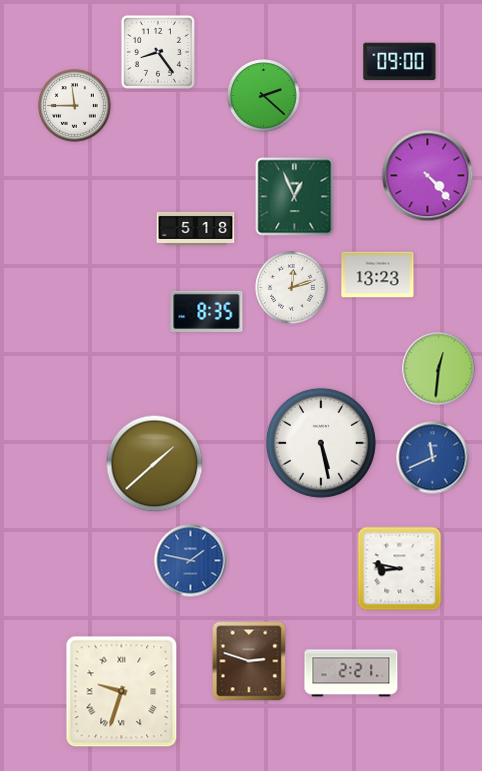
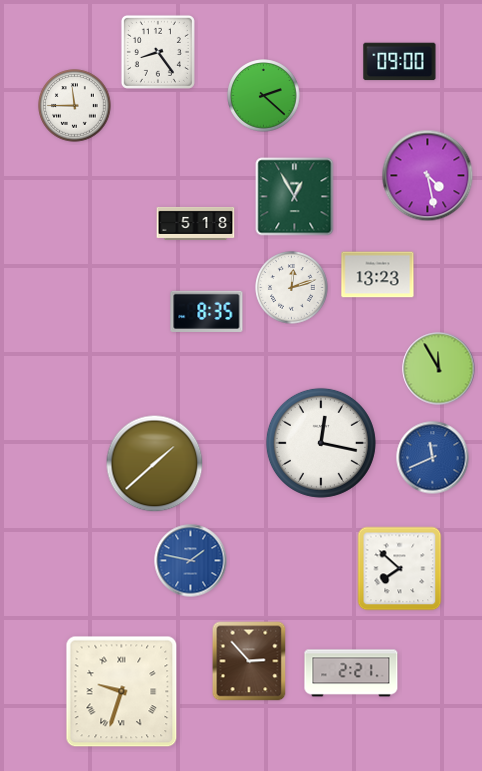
clock at (428, 176): 4:23 -> 4:28
clock at (295, 197): 12:56 -> 12:55
clock at (196, 228) position: (196, 228) -> (196, 223)
clock at (439, 369): 12:31 -> 11:55
clock at (321, 443): 5:28 -> 12:17
clock at (400, 569): 8:47 -> 7:52
clock at (249, 661): 2:48 -> 2:53
